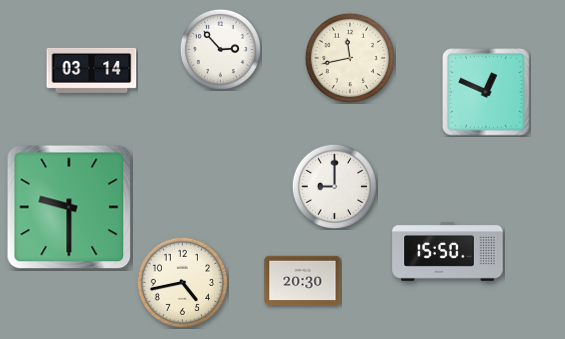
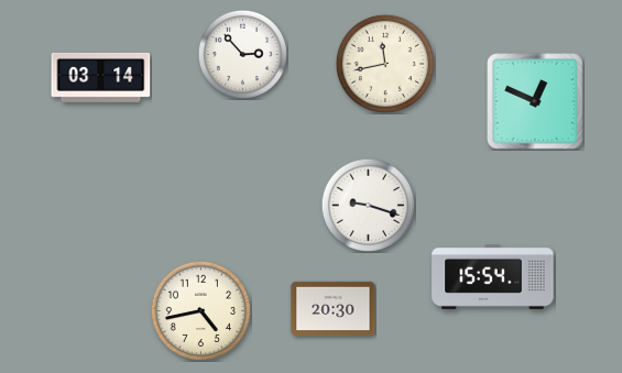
clock at (334, 186): 9:00 -> 9:18
clock at (69, 207): 9:30 -> none
clock at (448, 252): 15:50 -> 15:54
